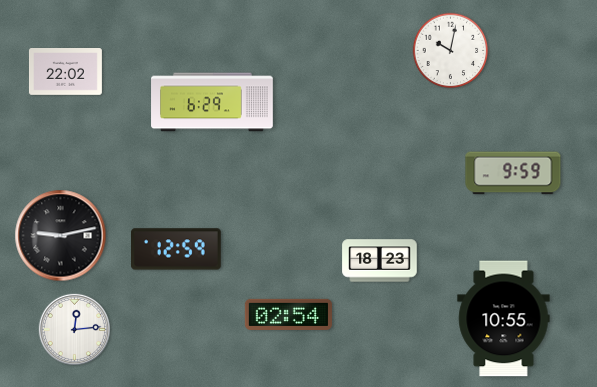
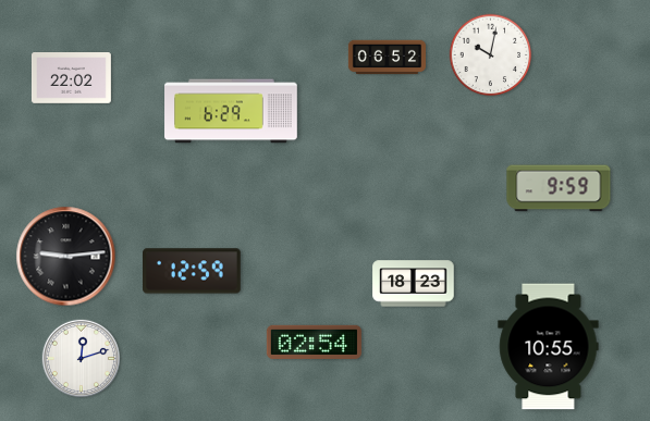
clock at (387, 58): none -> 06:52
clock at (61, 236): 9:13 -> 9:14
clock at (74, 329): 12:14 -> 12:12
